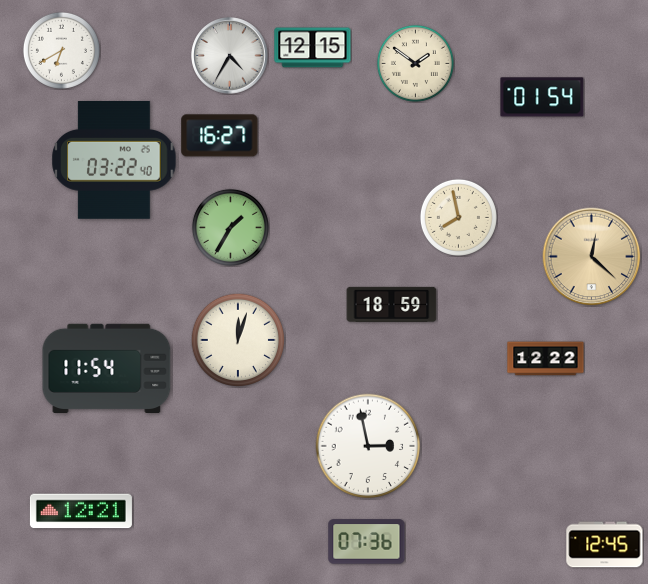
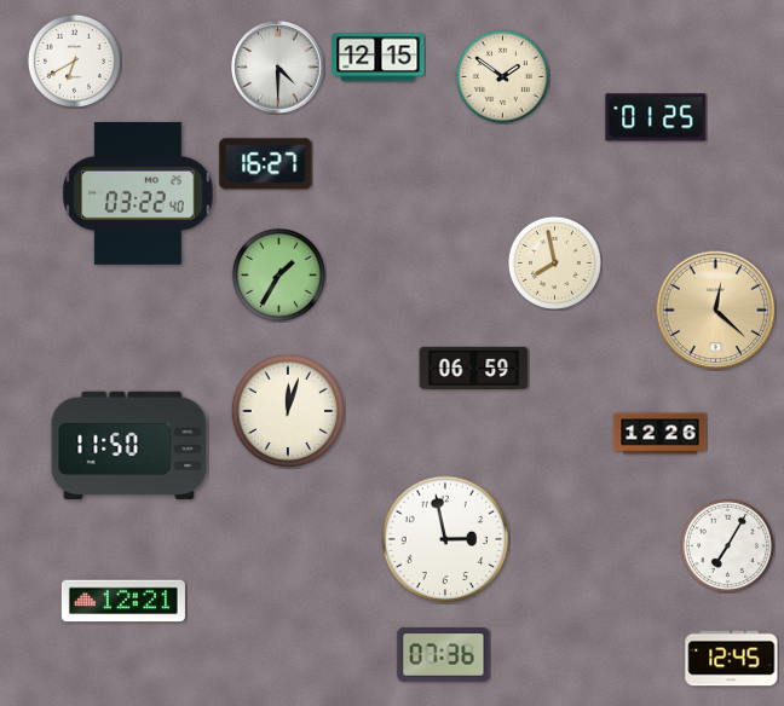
clock at (230, 56): 4:35 -> 4:30
clock at (542, 97): 01:54 -> 01:25
clock at (392, 304): 18:59 -> 06:59
clock at (546, 359): 12:22 -> 12:26
clock at (107, 368): 11:54 -> 11:50
clock at (727, 545): none -> 7:05
clock at (81, 511) position: (81, 511) -> (123, 601)
